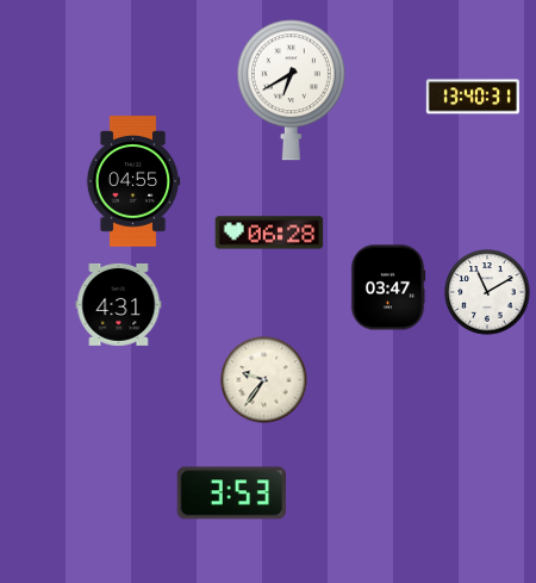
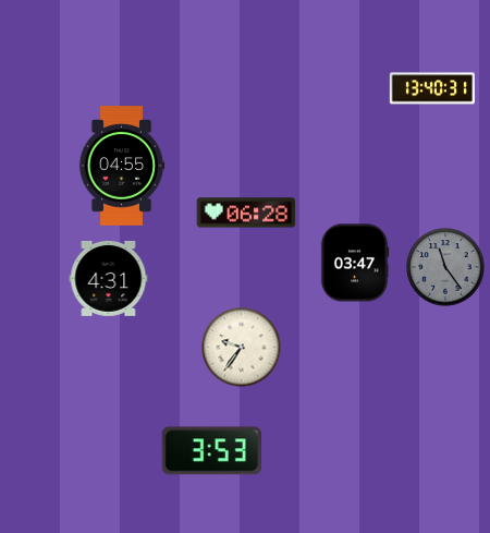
clock at (291, 91): 6:40 -> none
clock at (487, 292): 11:10 -> 11:24
clock at (487, 292) dial: white -> grey
